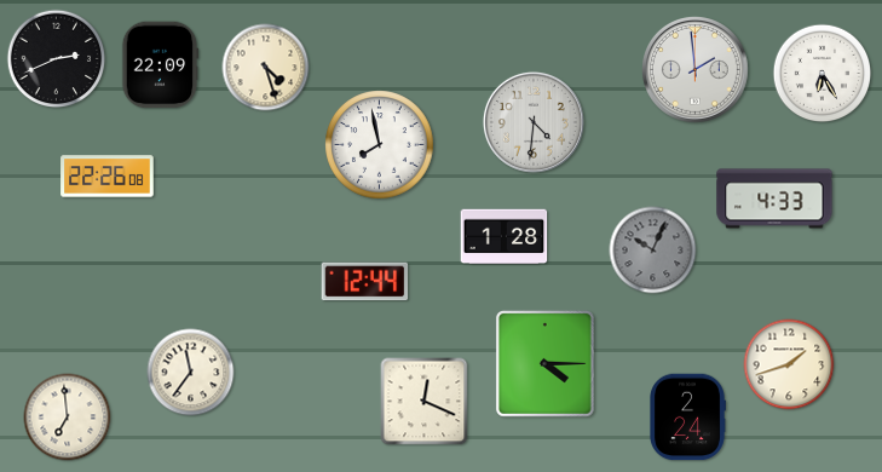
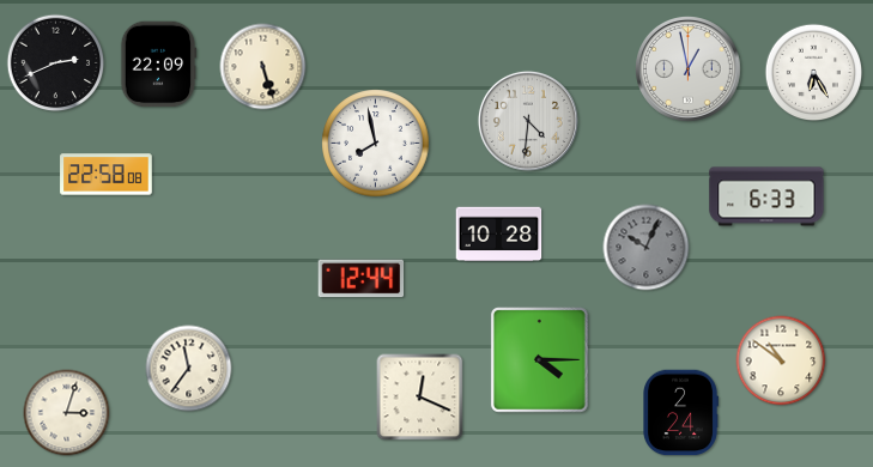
clock at (57, 59) position: (57, 59) -> (56, 63)
clock at (266, 68): 4:27 -> 5:27
clock at (696, 70): 1:59 -> 12:58
clock at (108, 177): 22:26 -> 22:58
clock at (774, 198): 4:33 -> 6:33
clock at (505, 237): 1:28 -> 10:28
clock at (789, 364): 1:42 -> 10:51
clock at (68, 418): 6:59 -> 3:03
